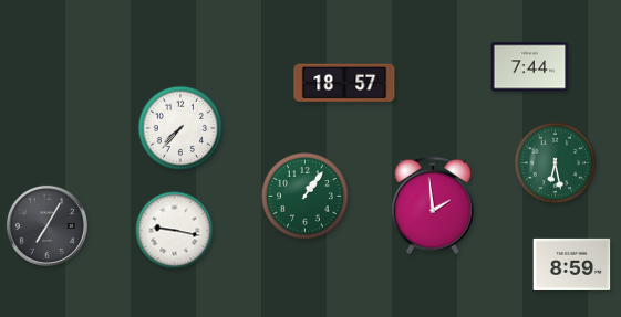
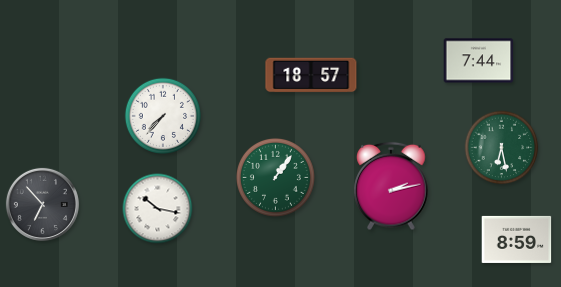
clock at (433, 205): 1:59 -> 2:13
clock at (46, 225): 7:05 -> 6:53
clock at (175, 231): 9:17 -> 10:17
